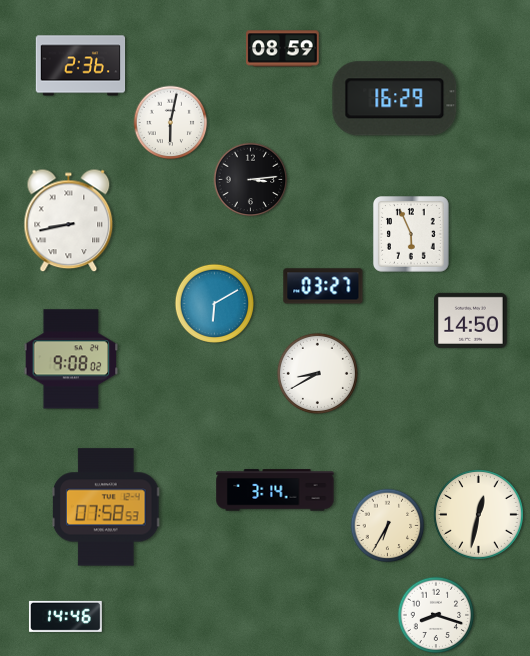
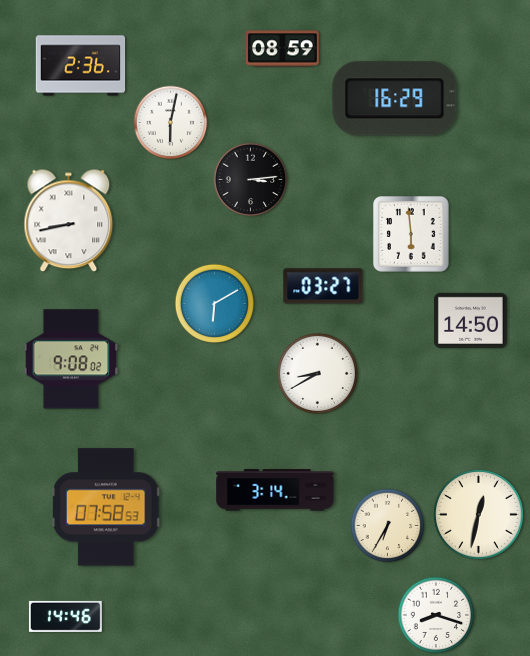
clock at (412, 235): 5:56 -> 5:59
